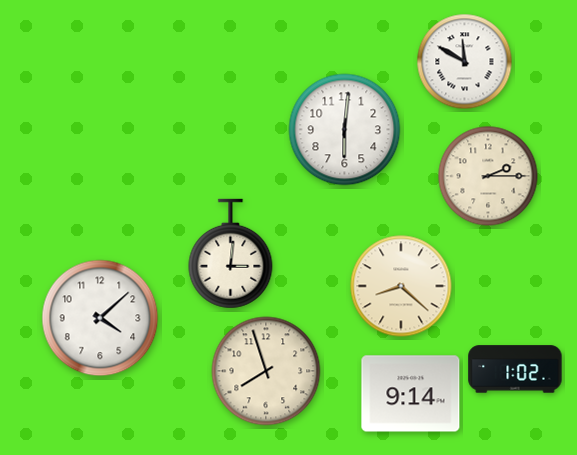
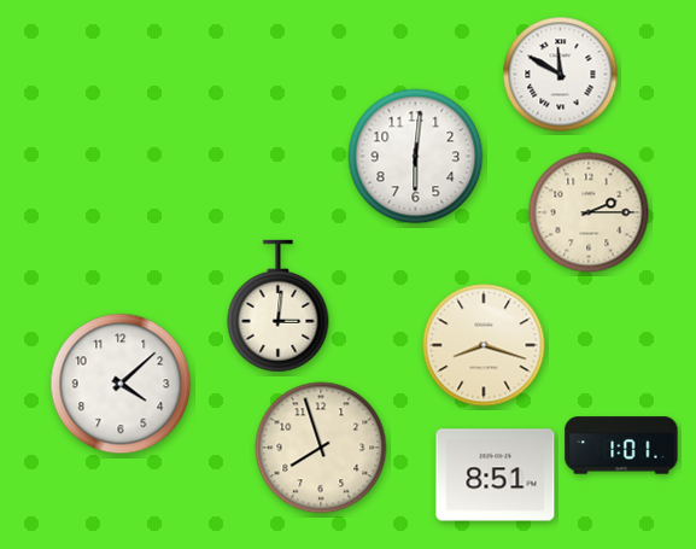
clock at (401, 286): 8:22 -> 8:18
clock at (515, 369): 1:02 -> 1:01
clock at (411, 394): 9:14 -> 8:51
